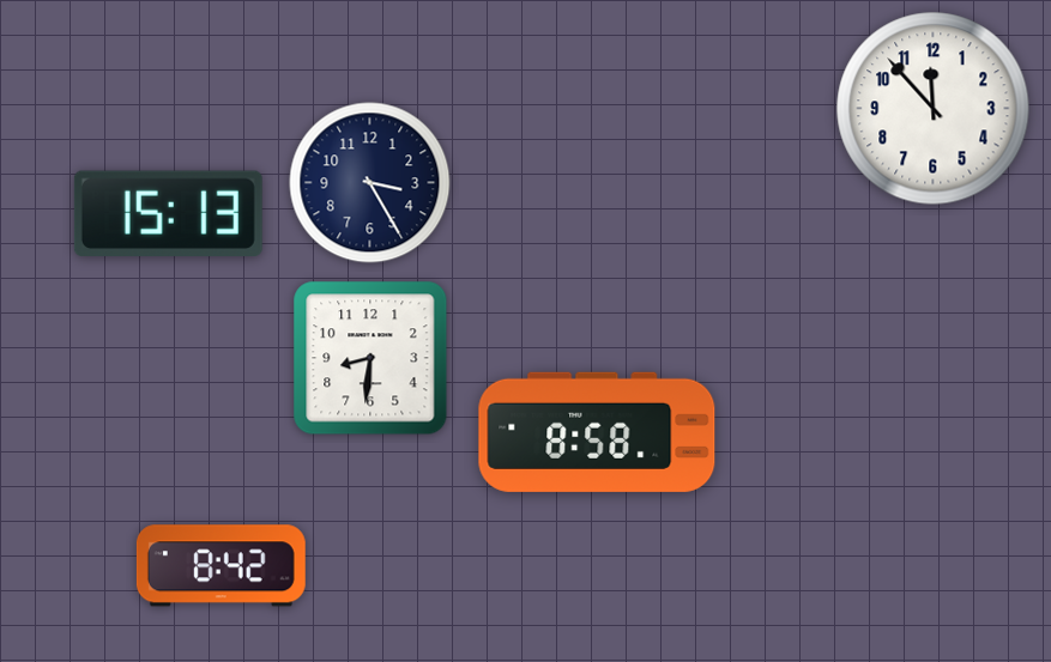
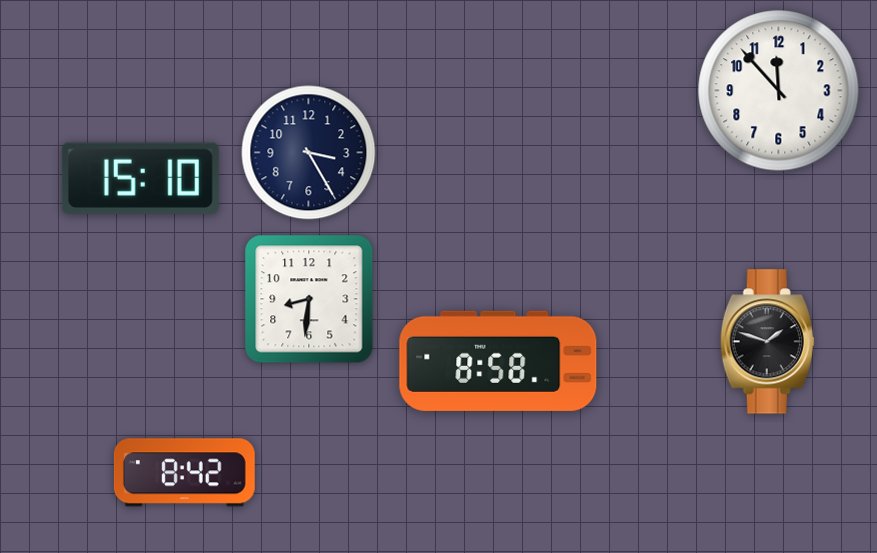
clock at (168, 214): 15:13 -> 15:10
clock at (767, 342): none -> 1:48
